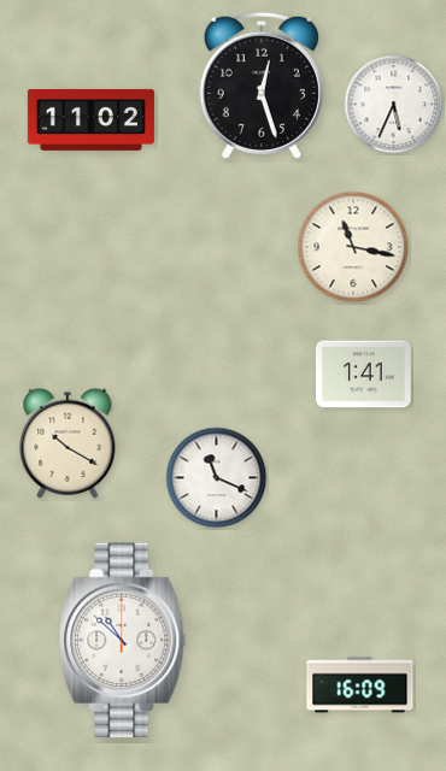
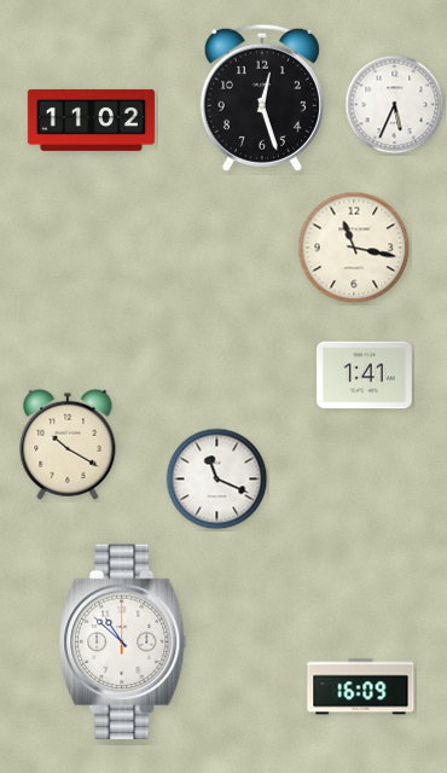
clock at (262, 86) position: (262, 86) -> (262, 98)
